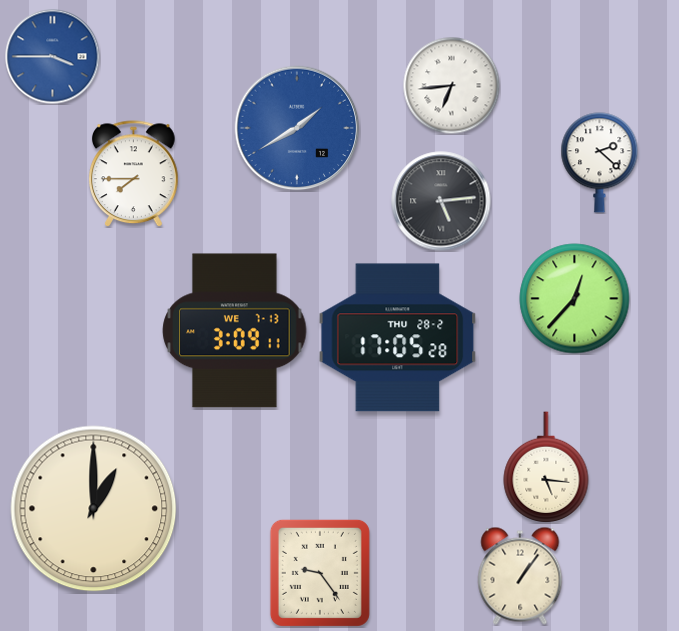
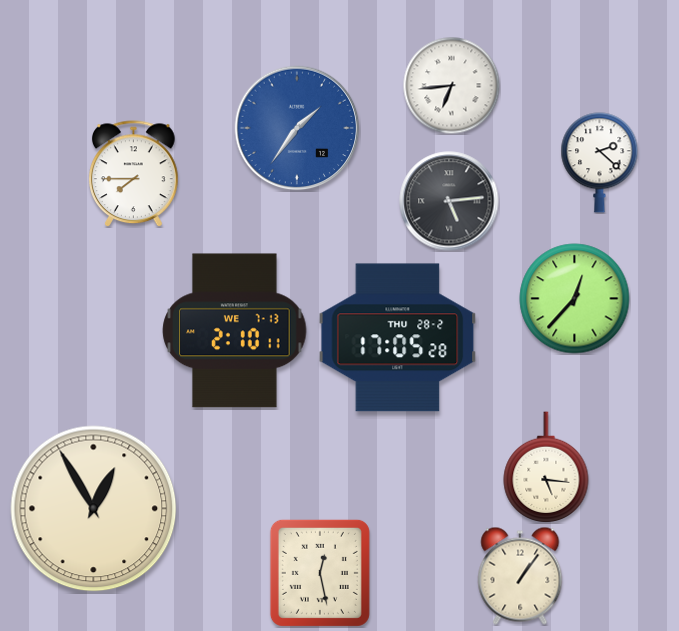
clock at (52, 56): 3:45 -> none
clock at (297, 128): 1:40 -> 1:36
clock at (441, 201) position: (441, 201) -> (449, 201)
clock at (235, 331): 3:09 -> 2:10
clock at (94, 509): 1:00 -> 12:55
clock at (320, 573): 9:24 -> 12:28
